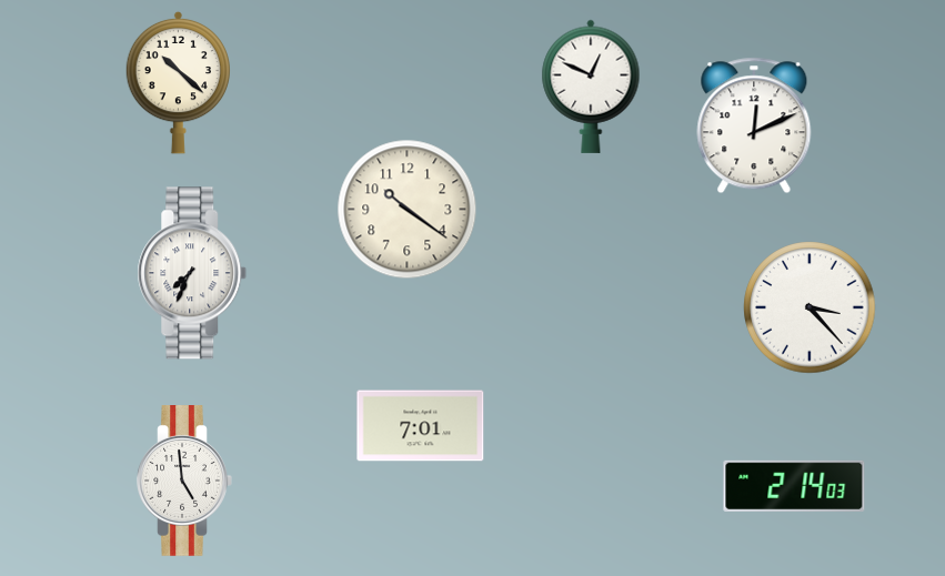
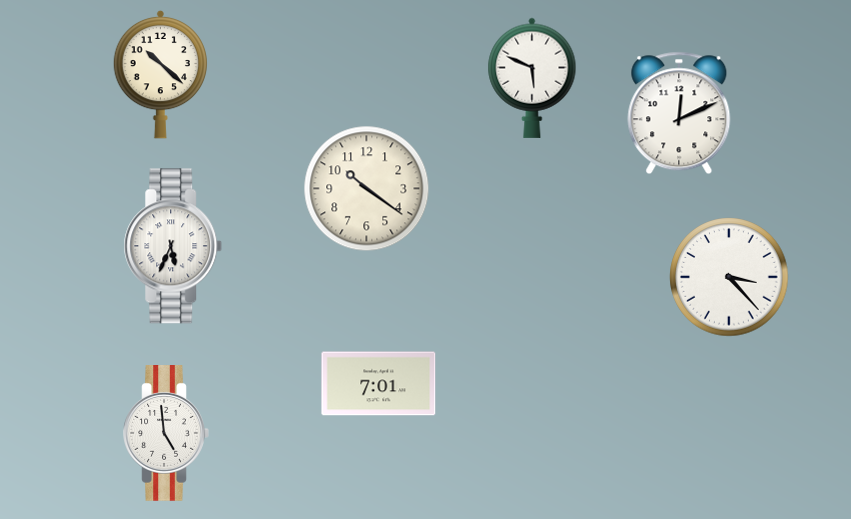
clock at (591, 87): 12:49 -> 5:49
clock at (192, 273): 7:34 -> 5:34
clock at (794, 486): 2:14 -> none
